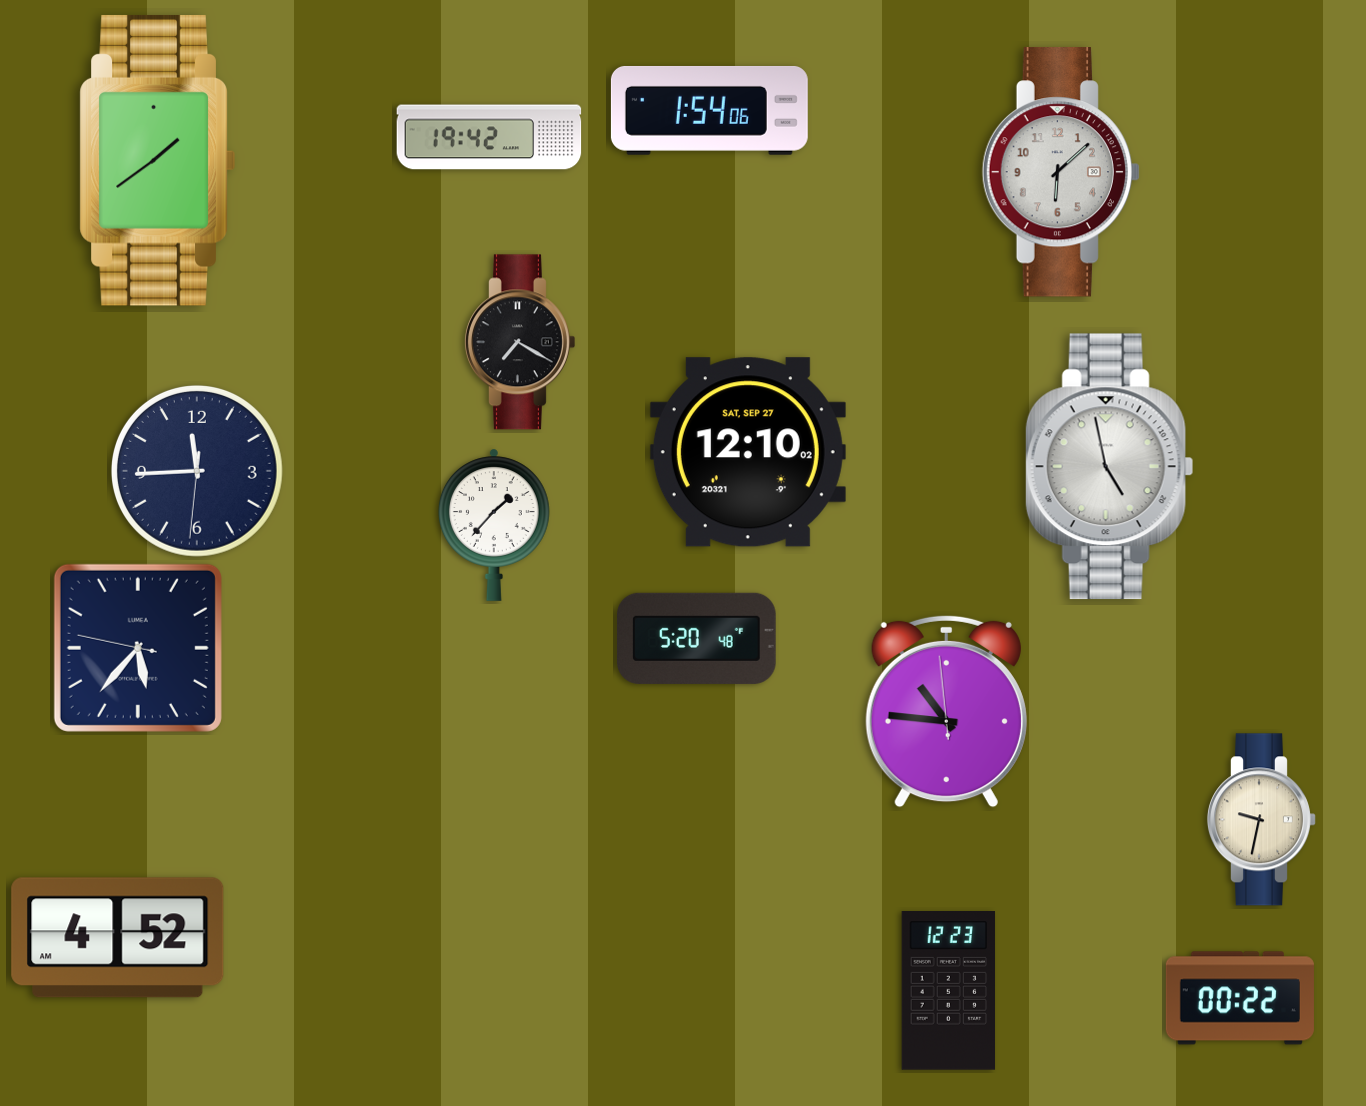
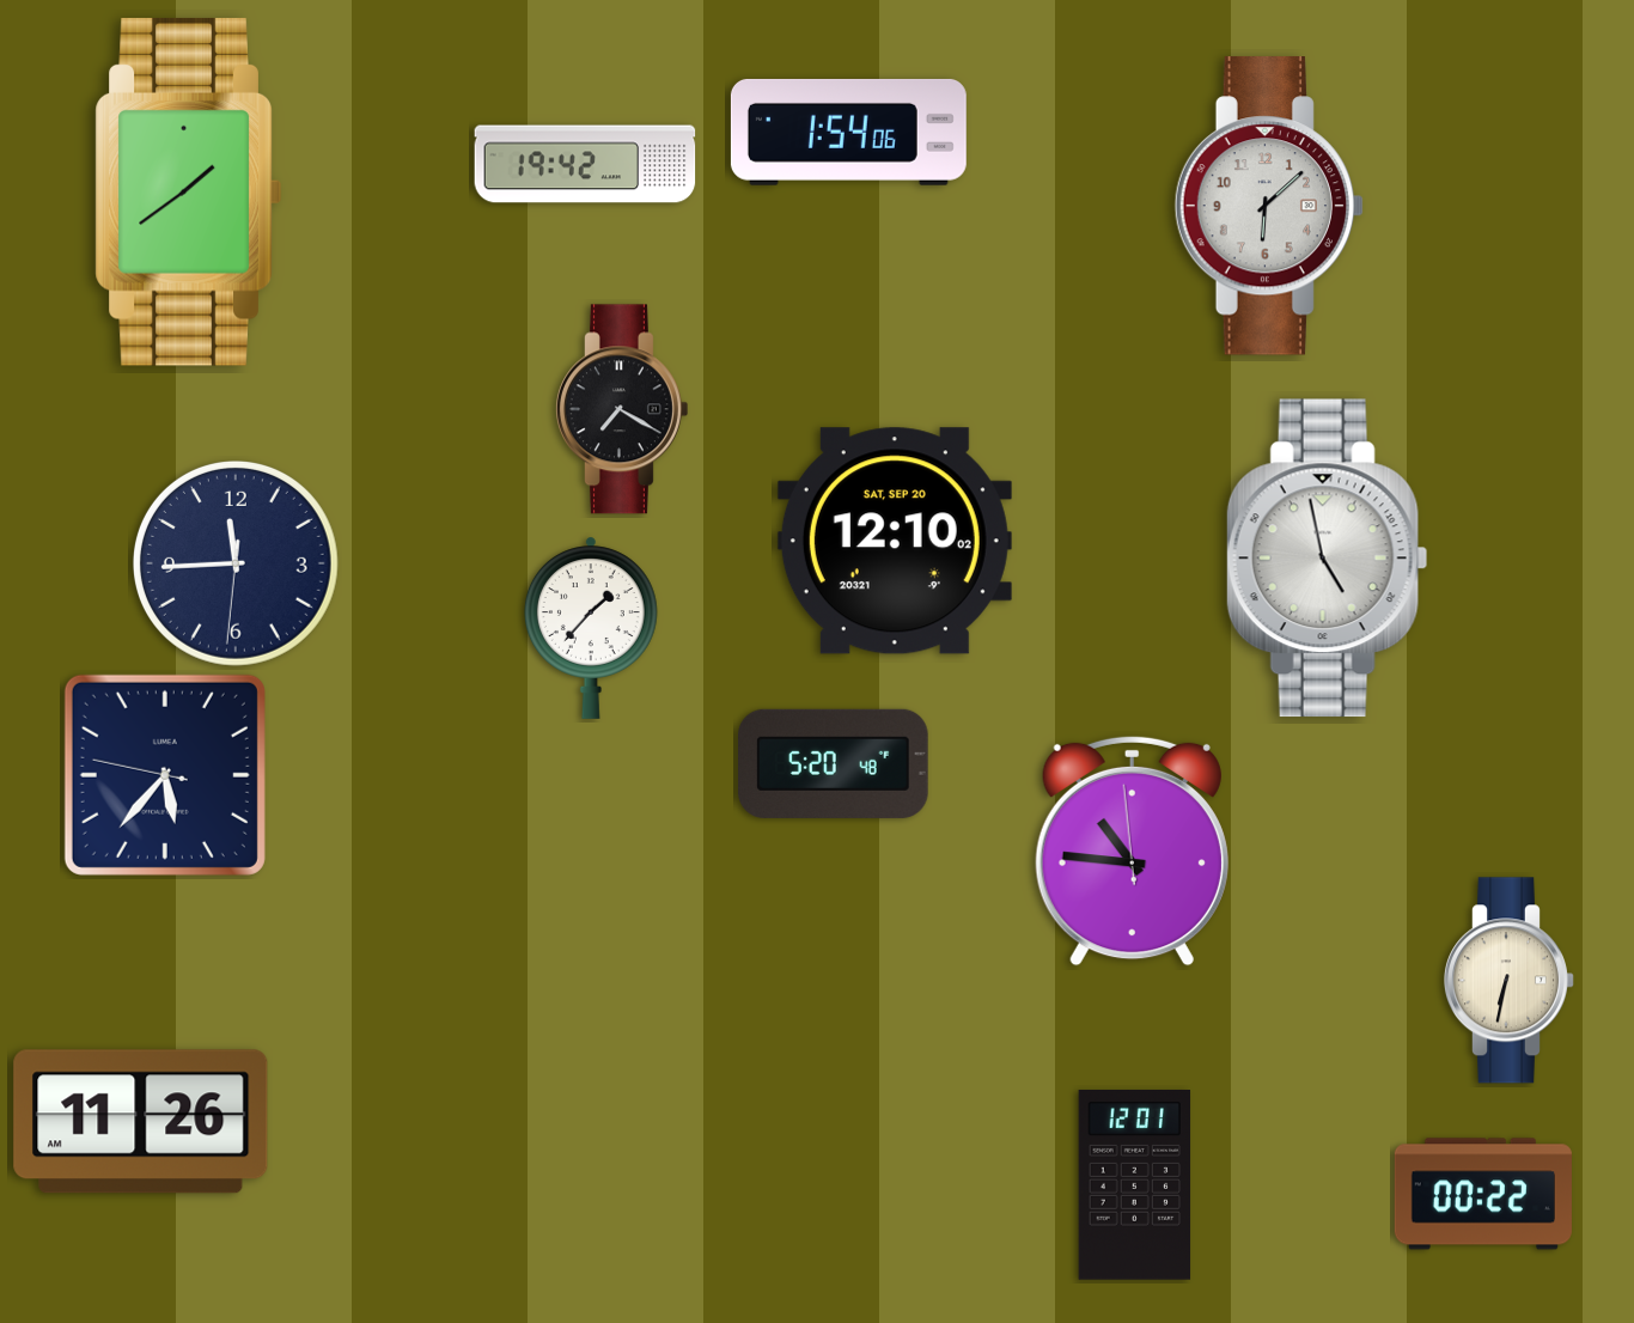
clock at (748, 452) date: SAT, SEP 27 -> SAT, SEP 20
clock at (1261, 820): 9:32 -> 6:32
clock at (118, 938): 4:52 -> 11:26
clock at (949, 991): 12:23 -> 12:01
